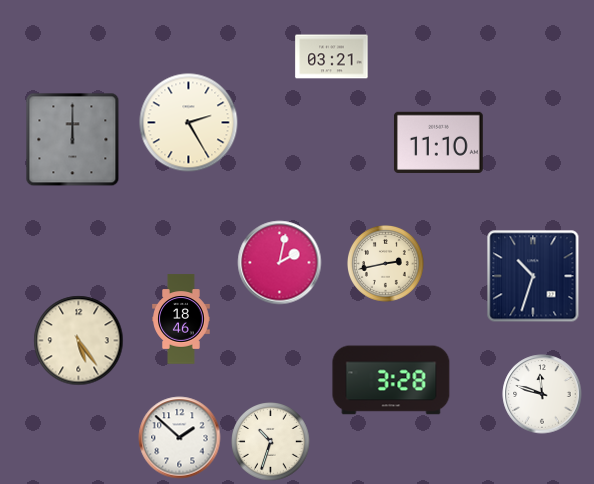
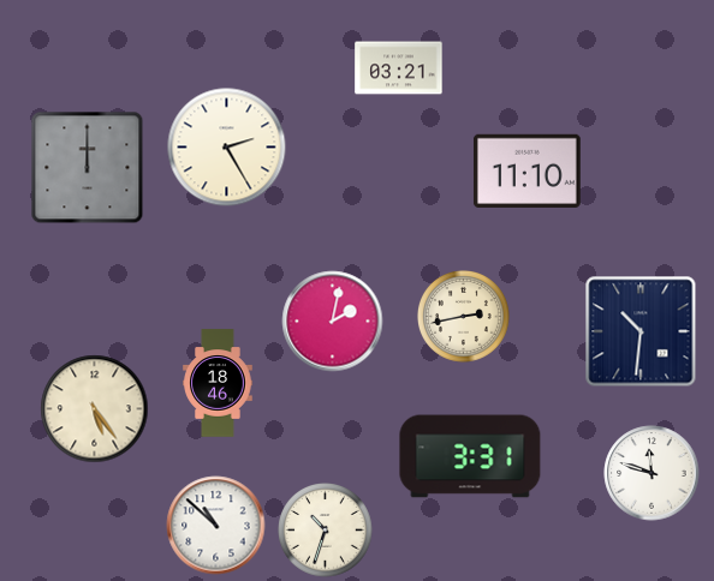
clock at (280, 263) position: (280, 263) -> (333, 322)
clock at (533, 276): 10:33 -> 10:31
clock at (391, 380): 3:28 -> 3:31
clock at (180, 438): 1:52 -> 10:52
